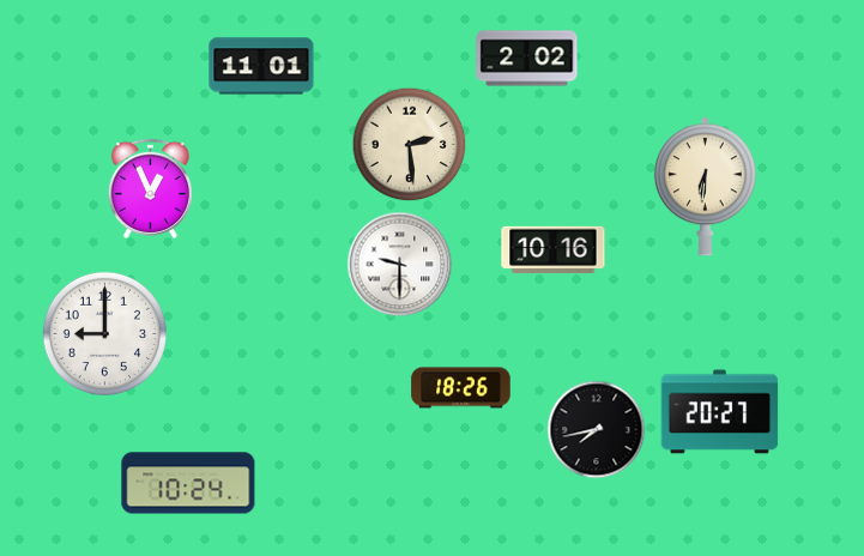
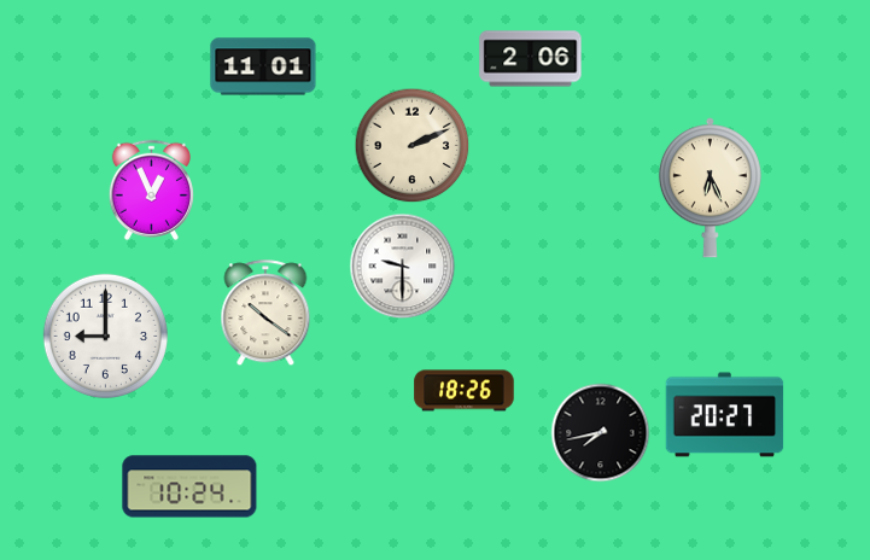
clock at (527, 59): 2:02 -> 2:06
clock at (410, 145): 2:29 -> 2:11
clock at (705, 187): 6:31 -> 6:26
clock at (554, 250): 10:16 -> none
clock at (265, 314): none -> 10:21
